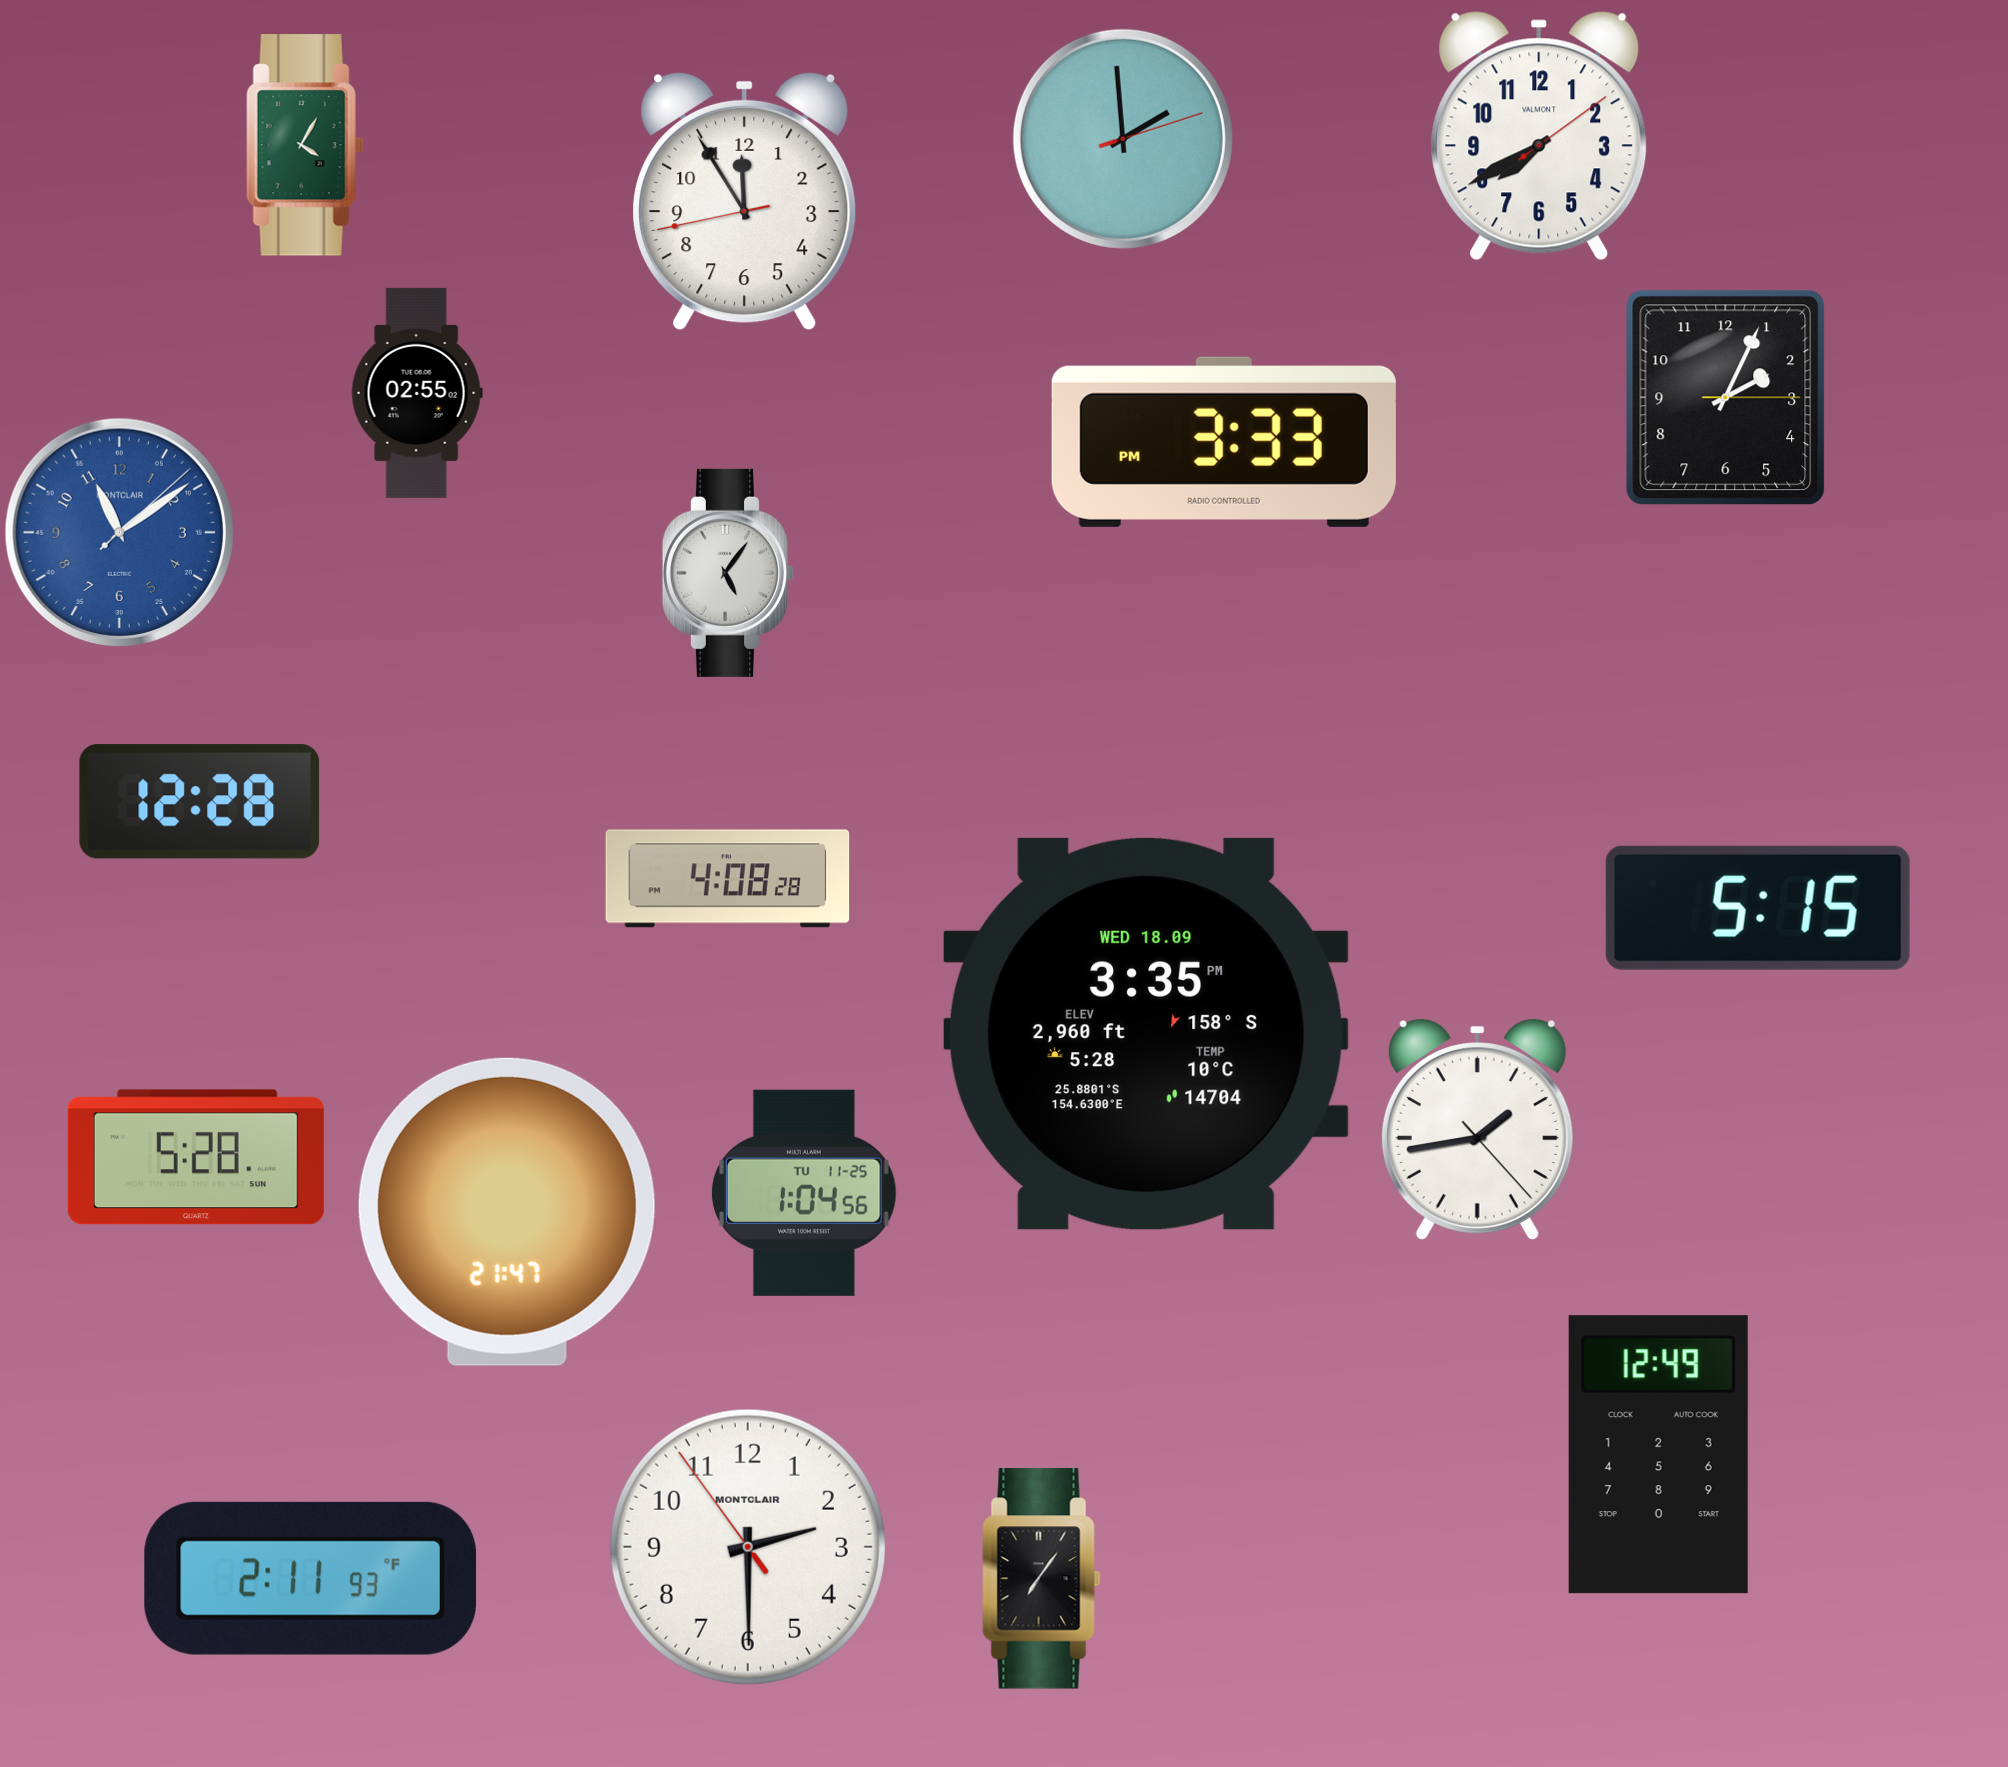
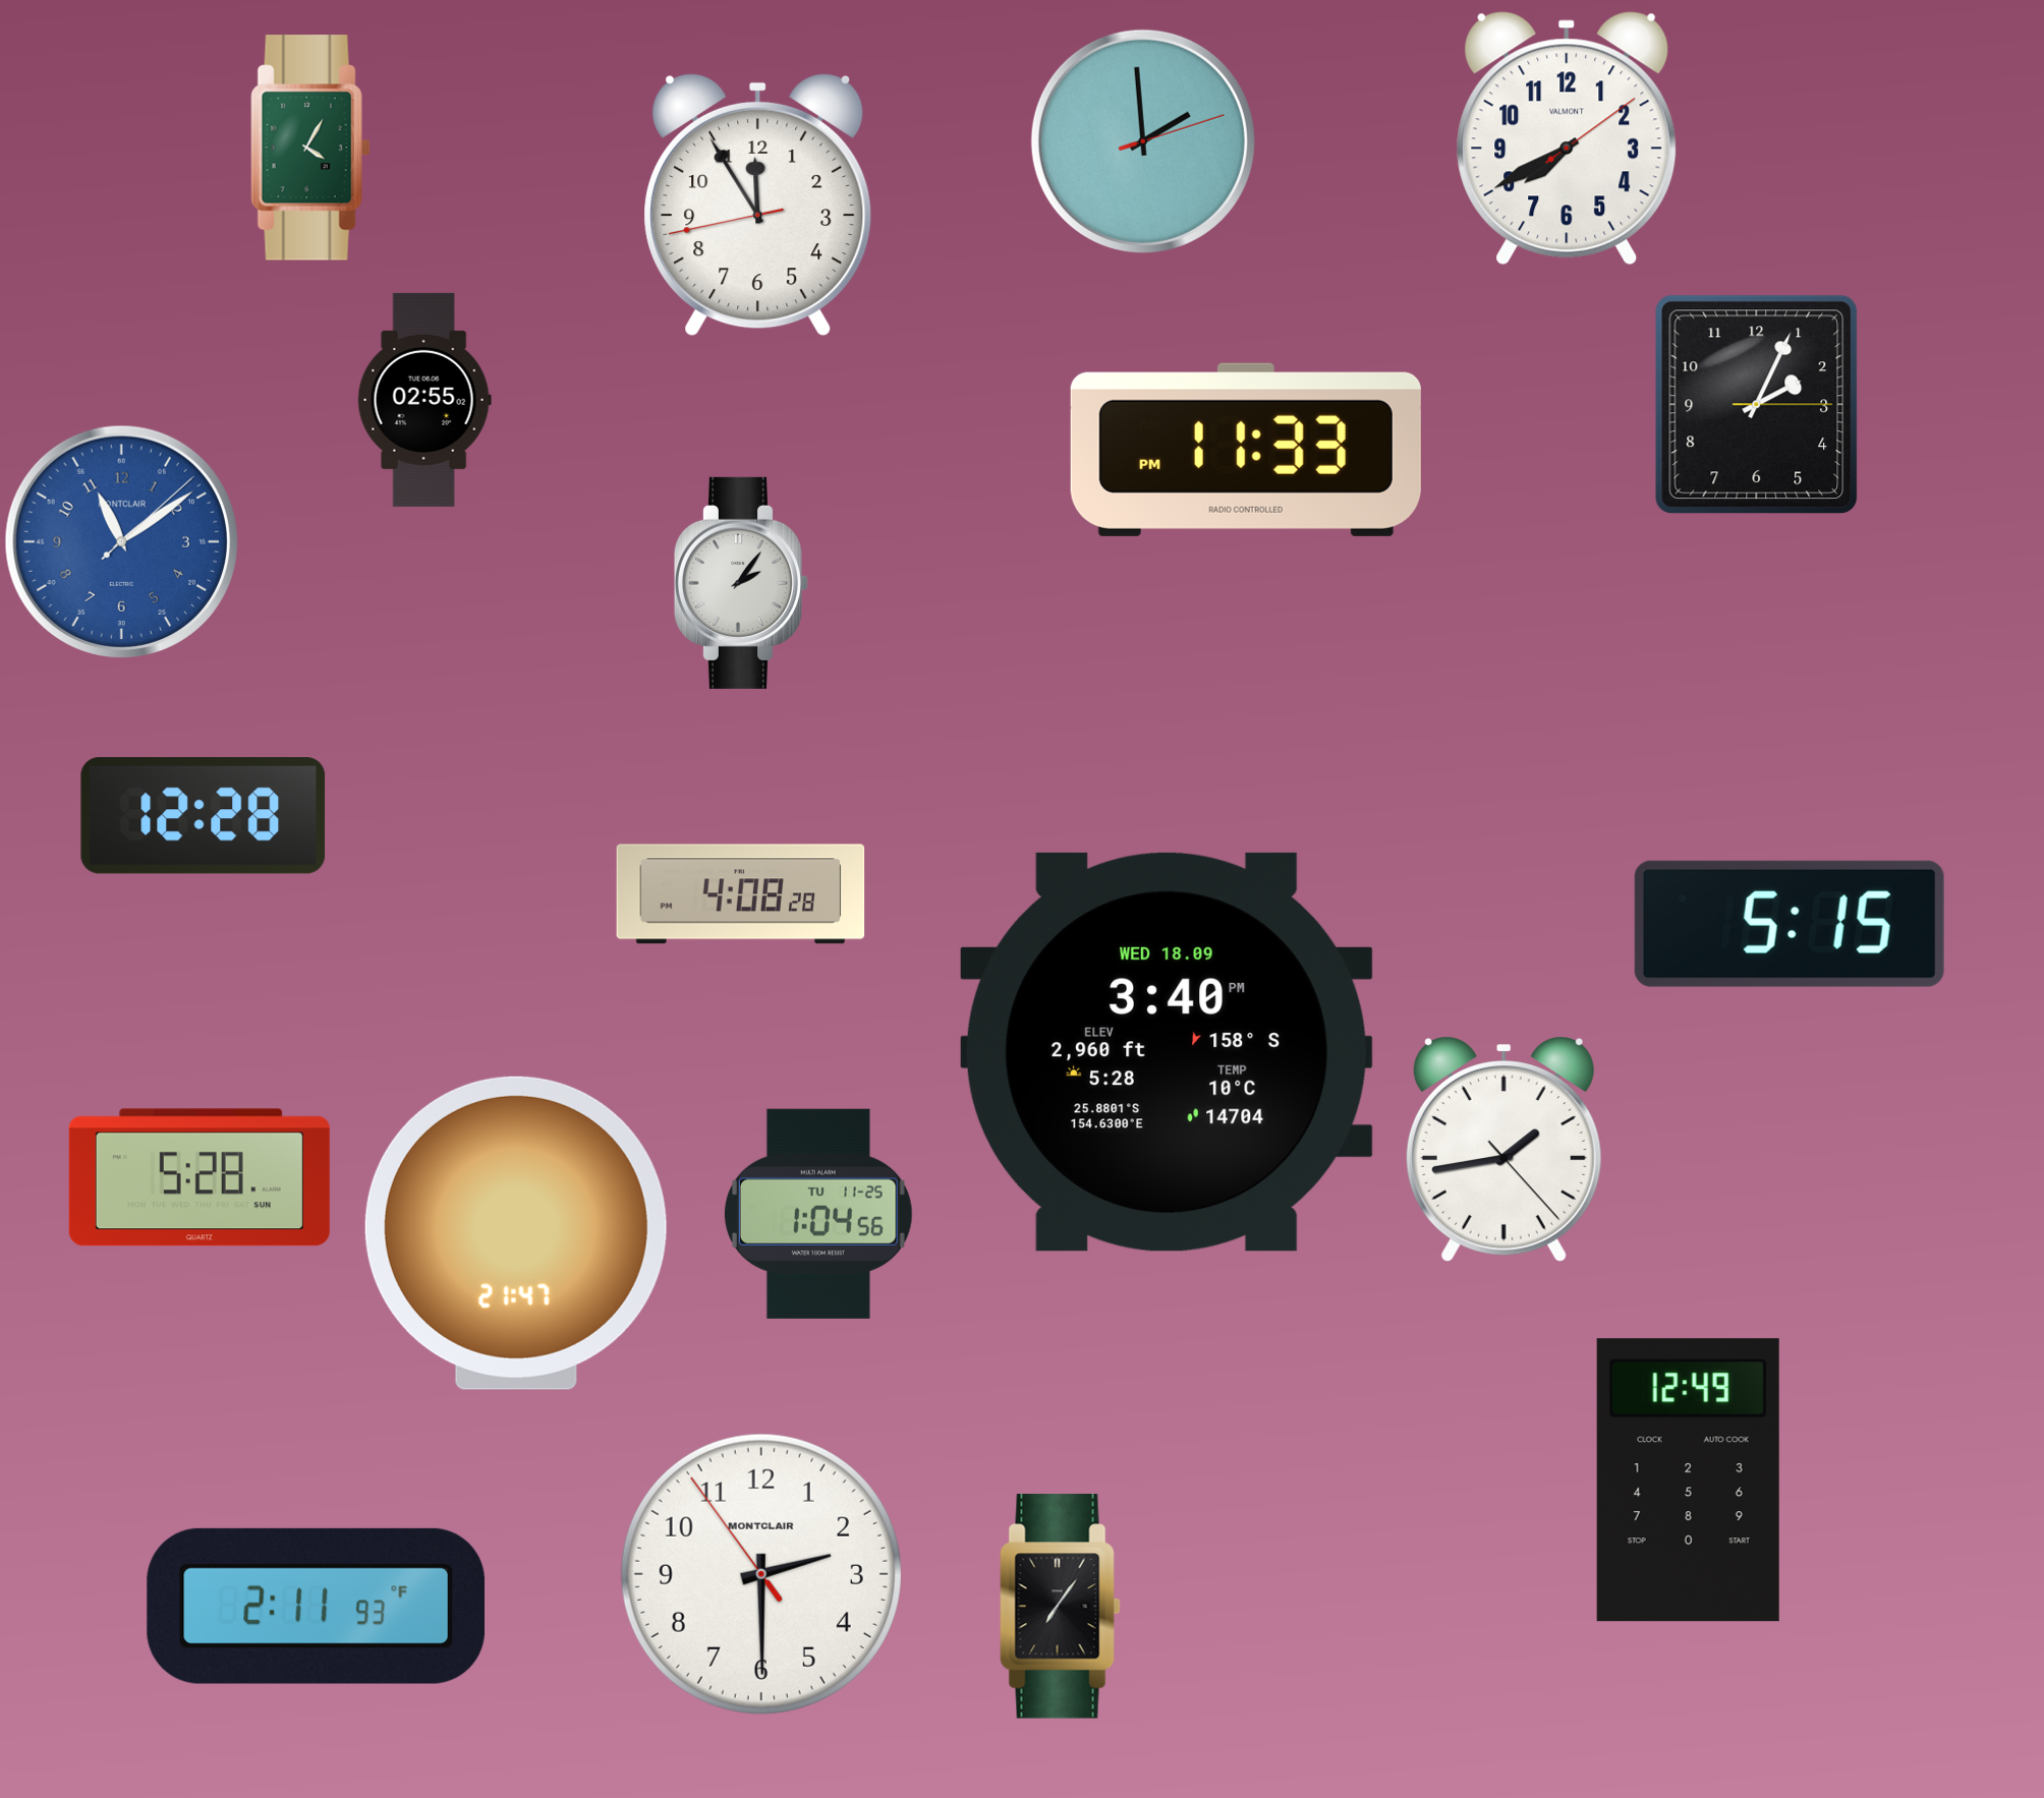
clock at (1224, 442): 3:33 -> 11:33
clock at (728, 573): 5:06 -> 2:06
clock at (1146, 1034): 3:35 -> 3:40
